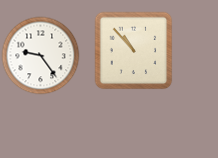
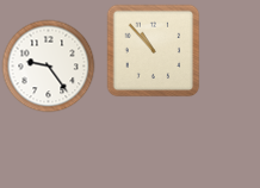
clock at (133, 50) position: (133, 50) -> (153, 50)
